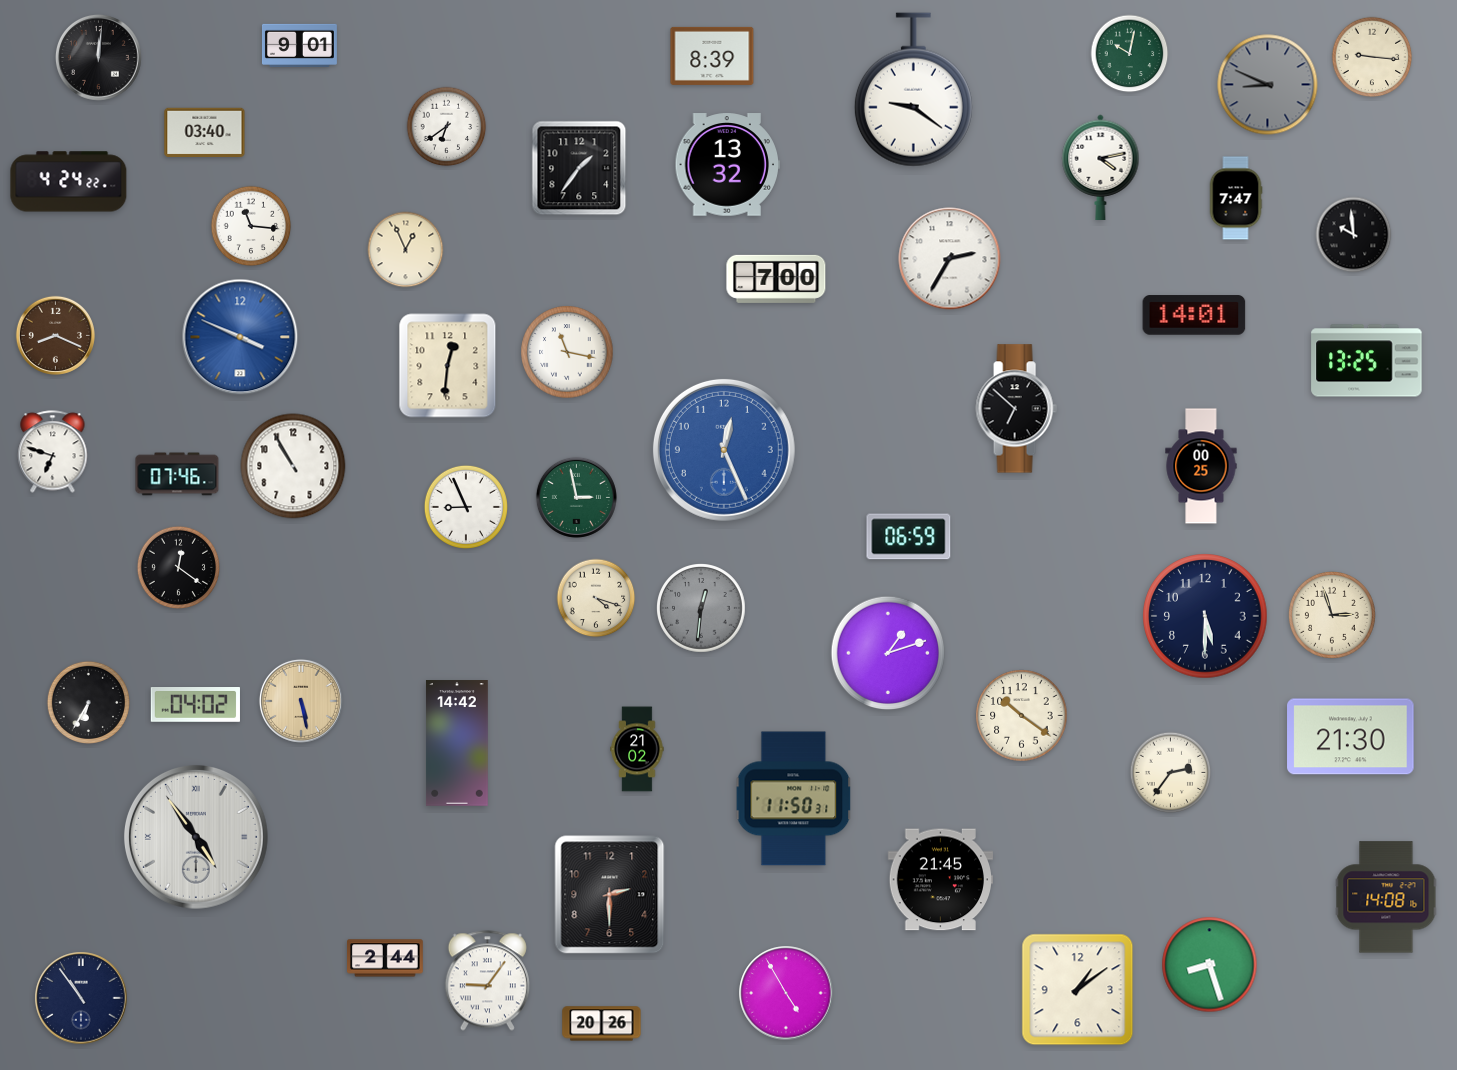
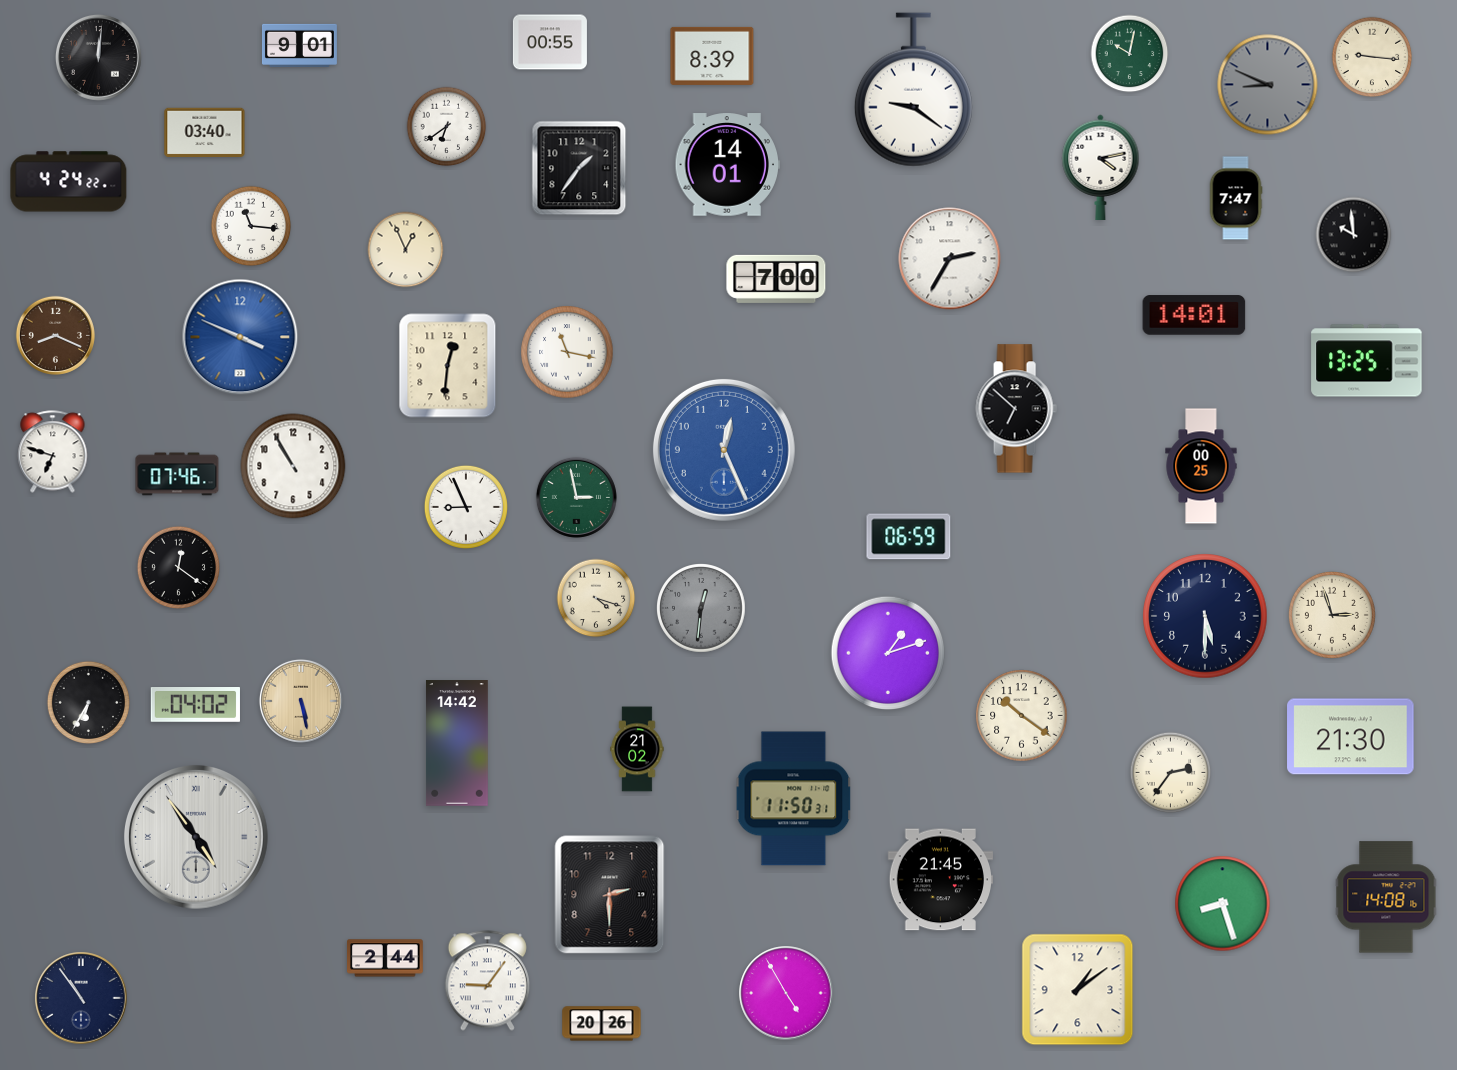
clock at (550, 42): none -> 00:55
clock at (727, 165): 13:32 -> 14:01
clock at (1210, 965) position: (1210, 965) -> (1223, 904)
